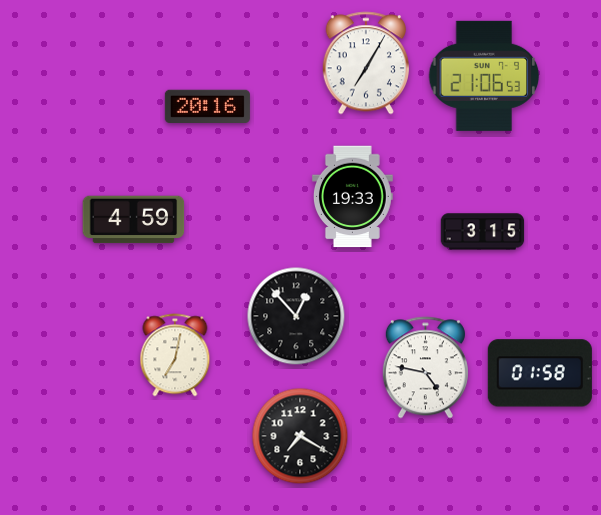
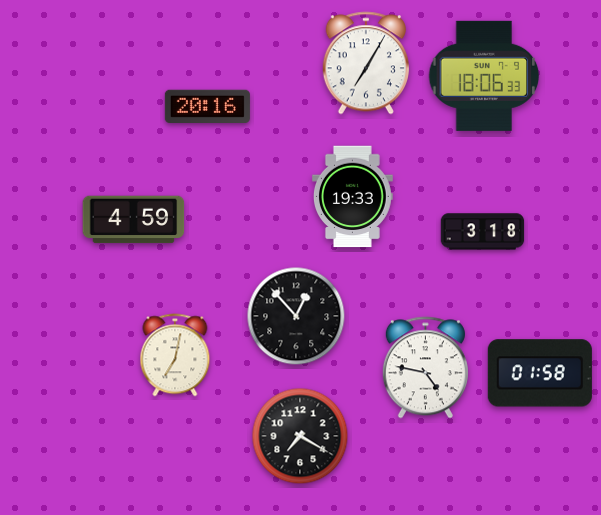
clock at (484, 76): 21:06 -> 18:06
clock at (483, 232): 3:15 -> 3:18
